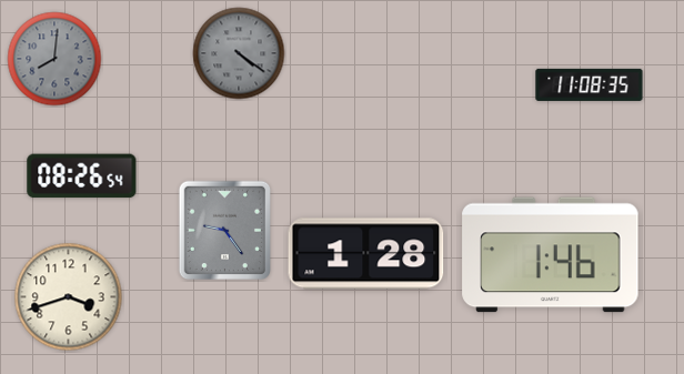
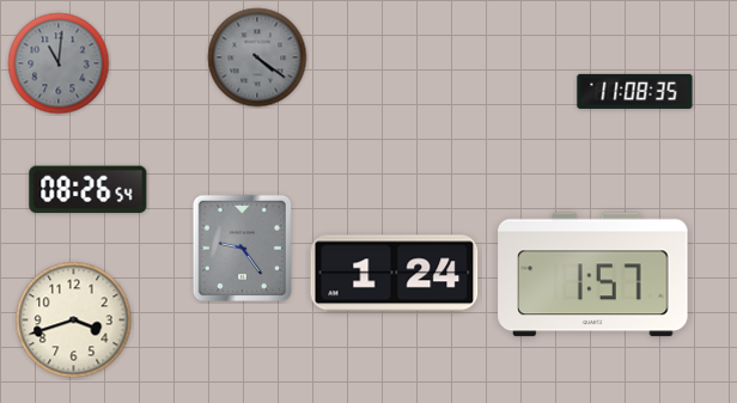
clock at (54, 59): 8:01 -> 11:01
clock at (366, 254): 1:28 -> 1:24
clock at (551, 255): 1:46 -> 1:57
